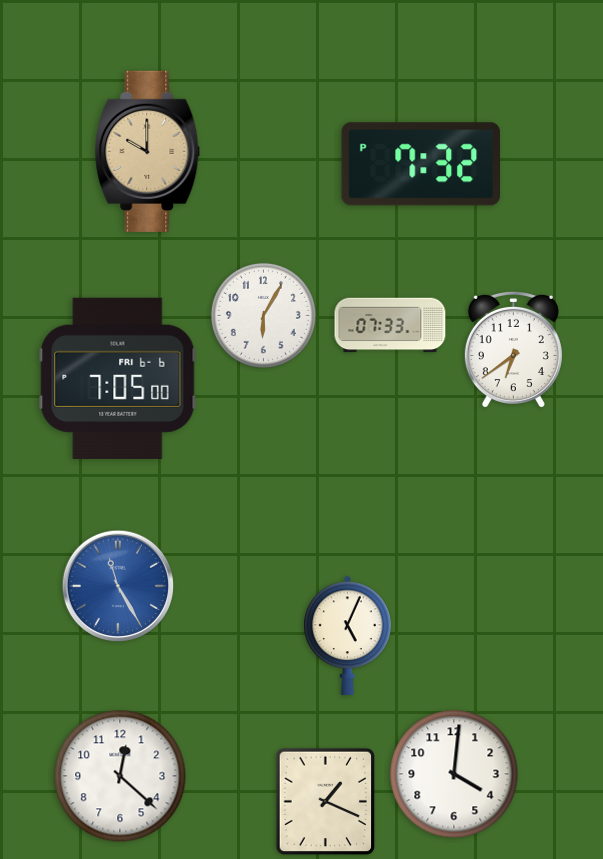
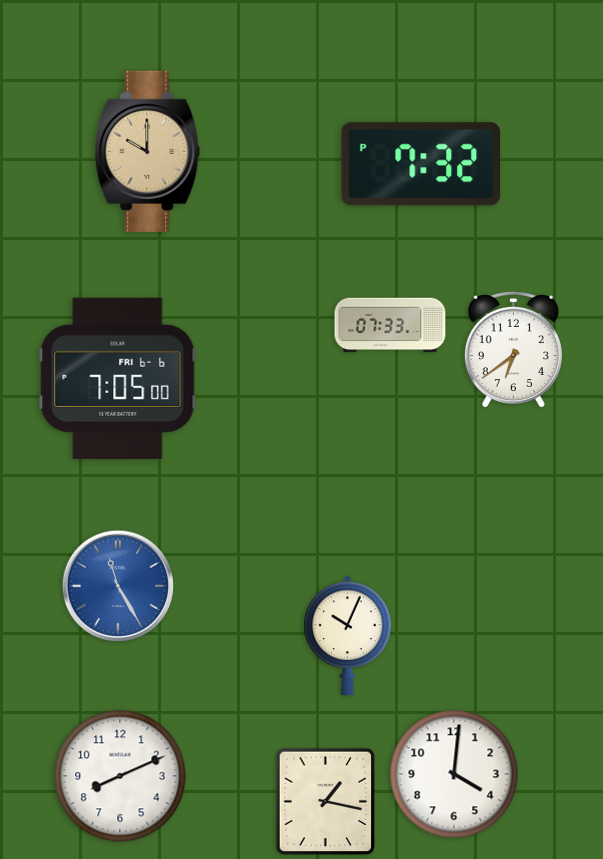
clock at (263, 315): 6:05 -> none
clock at (348, 635): 5:04 -> 10:04
clock at (120, 776): 12:22 -> 8:11
clock at (326, 802): 1:19 -> 1:17
